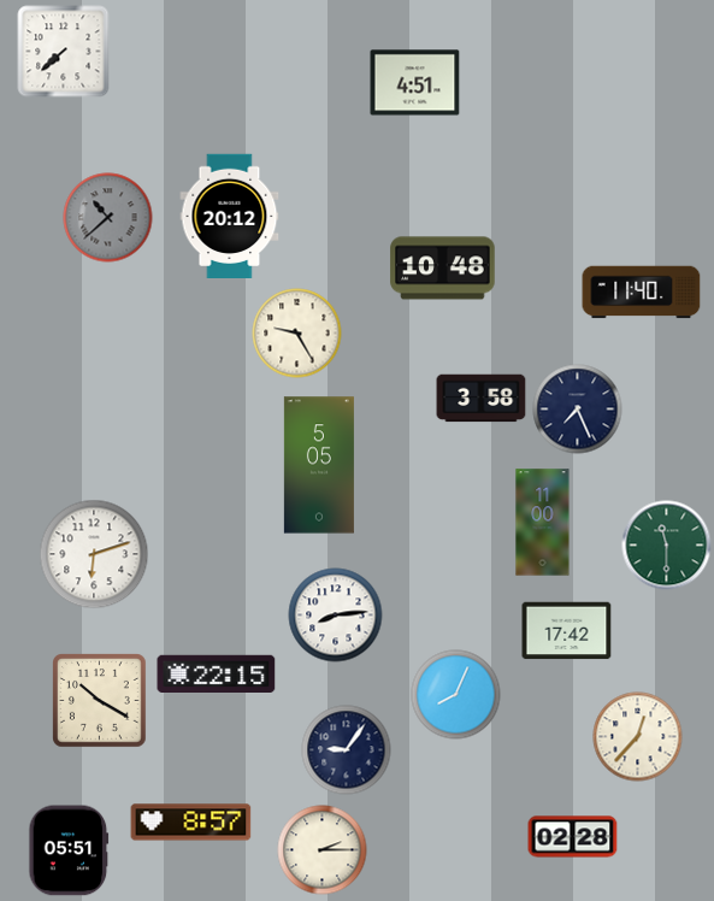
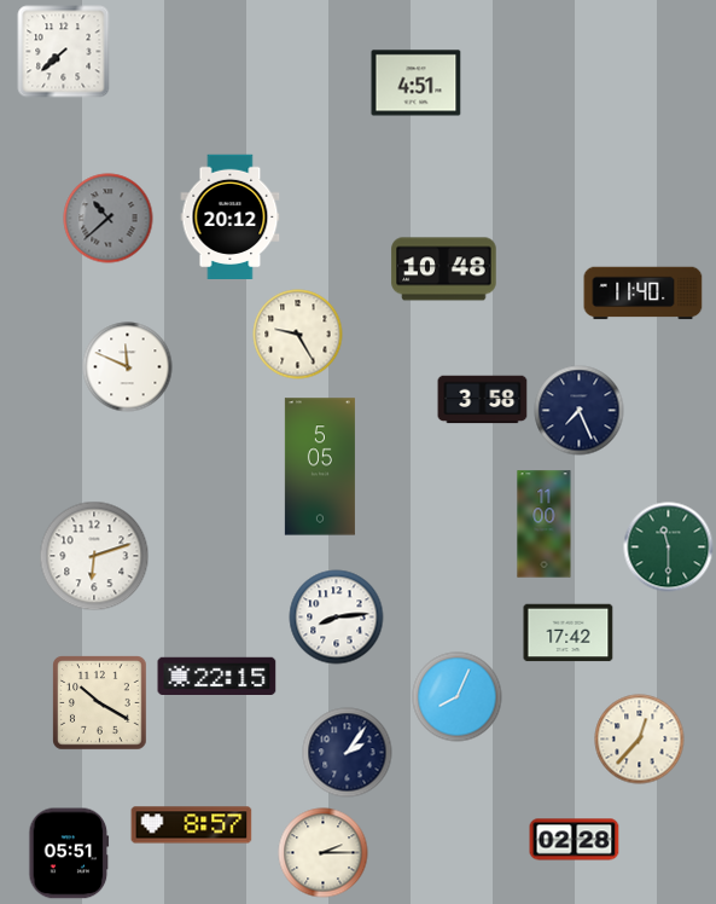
clock at (128, 367): none -> 11:49
clock at (347, 750): 9:06 -> 2:06
